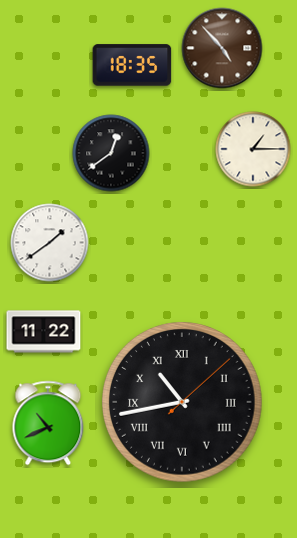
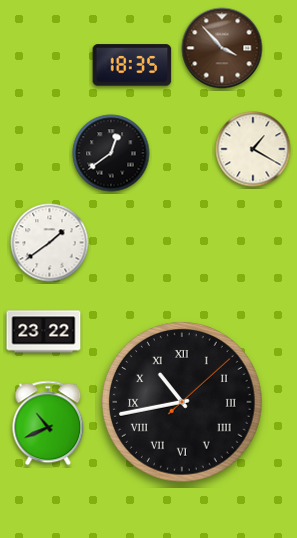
clock at (222, 48): 4:53 -> 3:53
clock at (253, 149): 1:15 -> 1:20
clock at (44, 332): 11:22 -> 23:22
